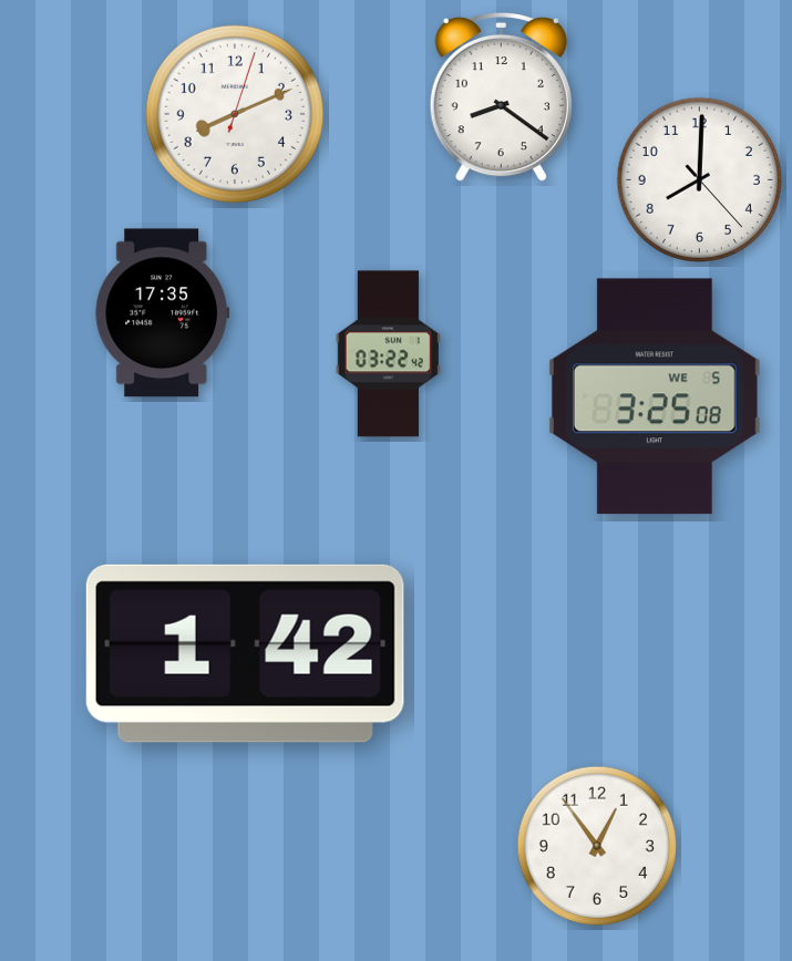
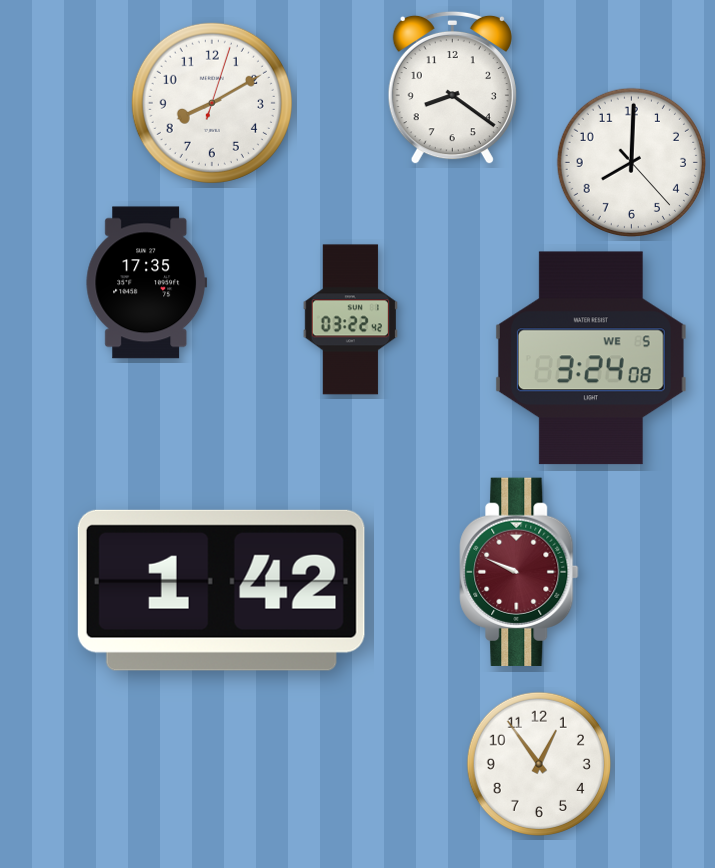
clock at (235, 114): 8:11 -> 8:10
clock at (655, 396): 3:25 -> 3:24
clock at (519, 572): none -> 9:49
